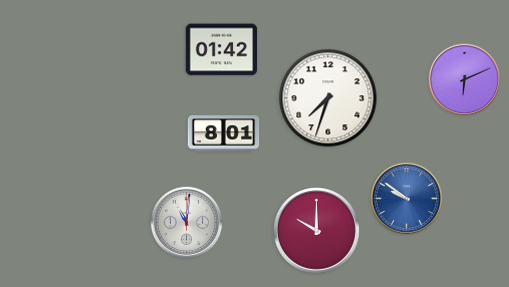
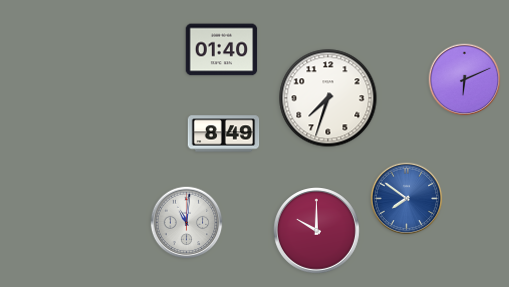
clock at (222, 50): 01:42 -> 01:40
clock at (224, 134): 8:01 -> 8:49
clock at (407, 199): 9:51 -> 7:51
